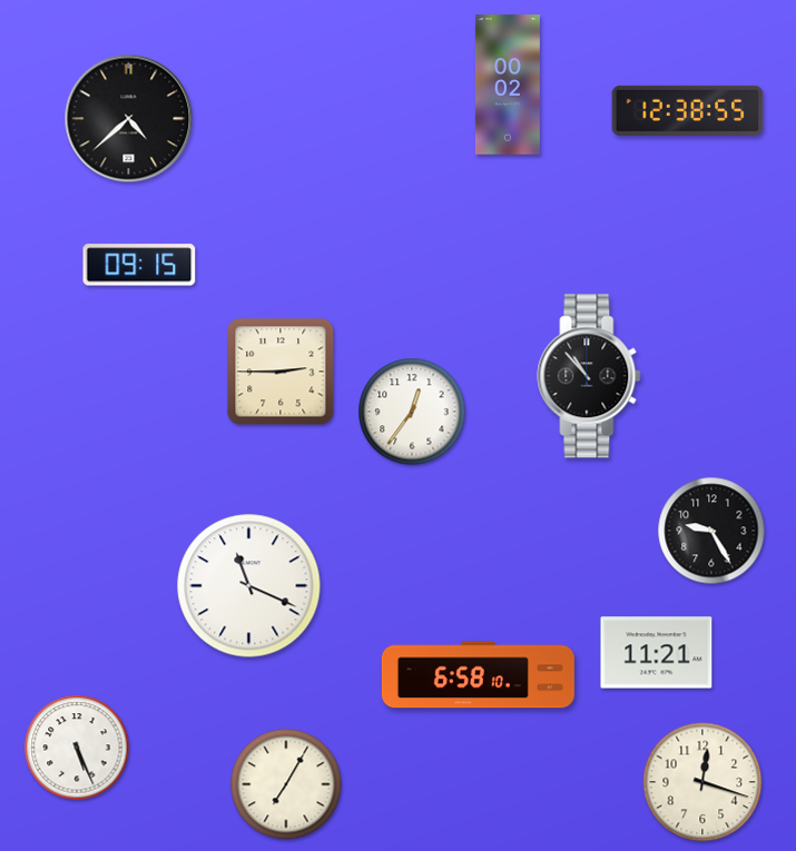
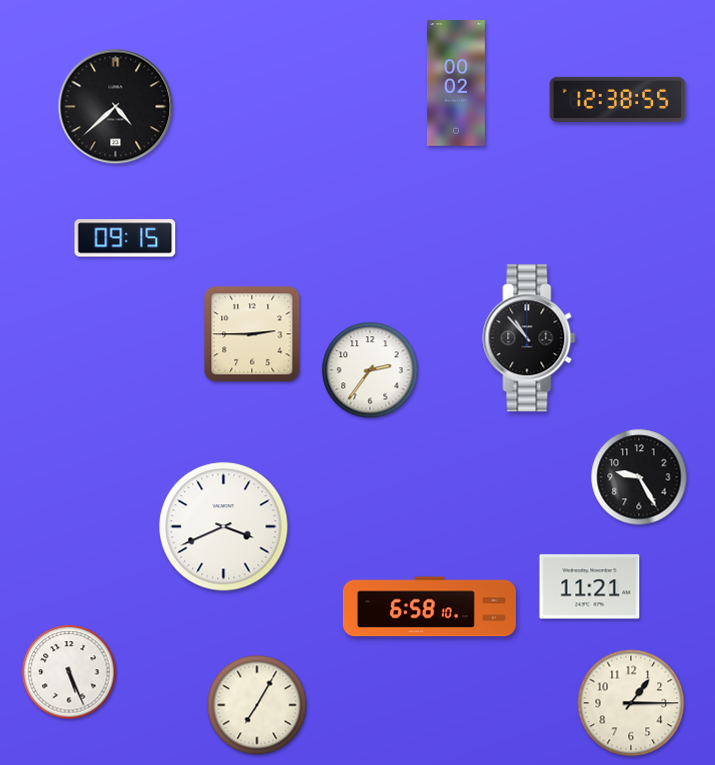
clock at (508, 85) position: (508, 85) -> (456, 83)
clock at (412, 412): 12:36 -> 2:36
clock at (249, 586): 11:19 -> 3:41
clock at (702, 782): 12:18 -> 1:15
